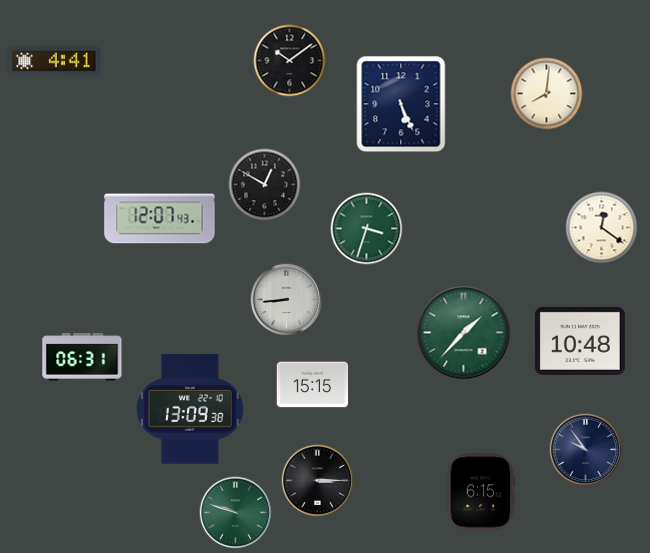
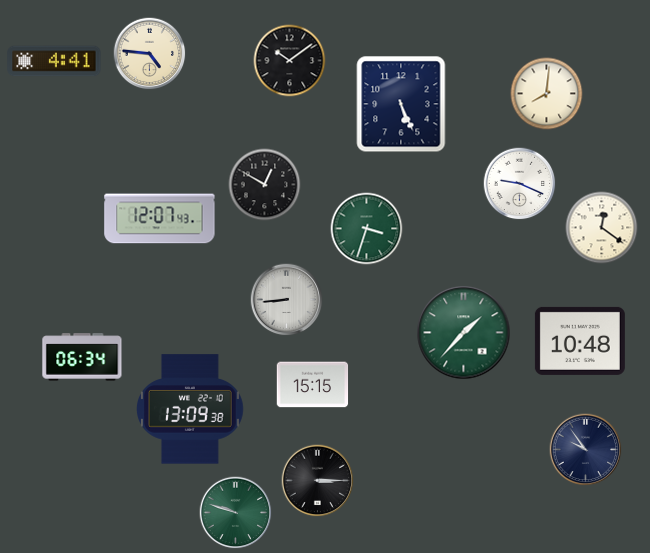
clock at (150, 54): none -> 4:46
clock at (520, 184): none -> 9:19
clock at (82, 357): 06:31 -> 06:34
clock at (481, 492): 6:15 -> none
